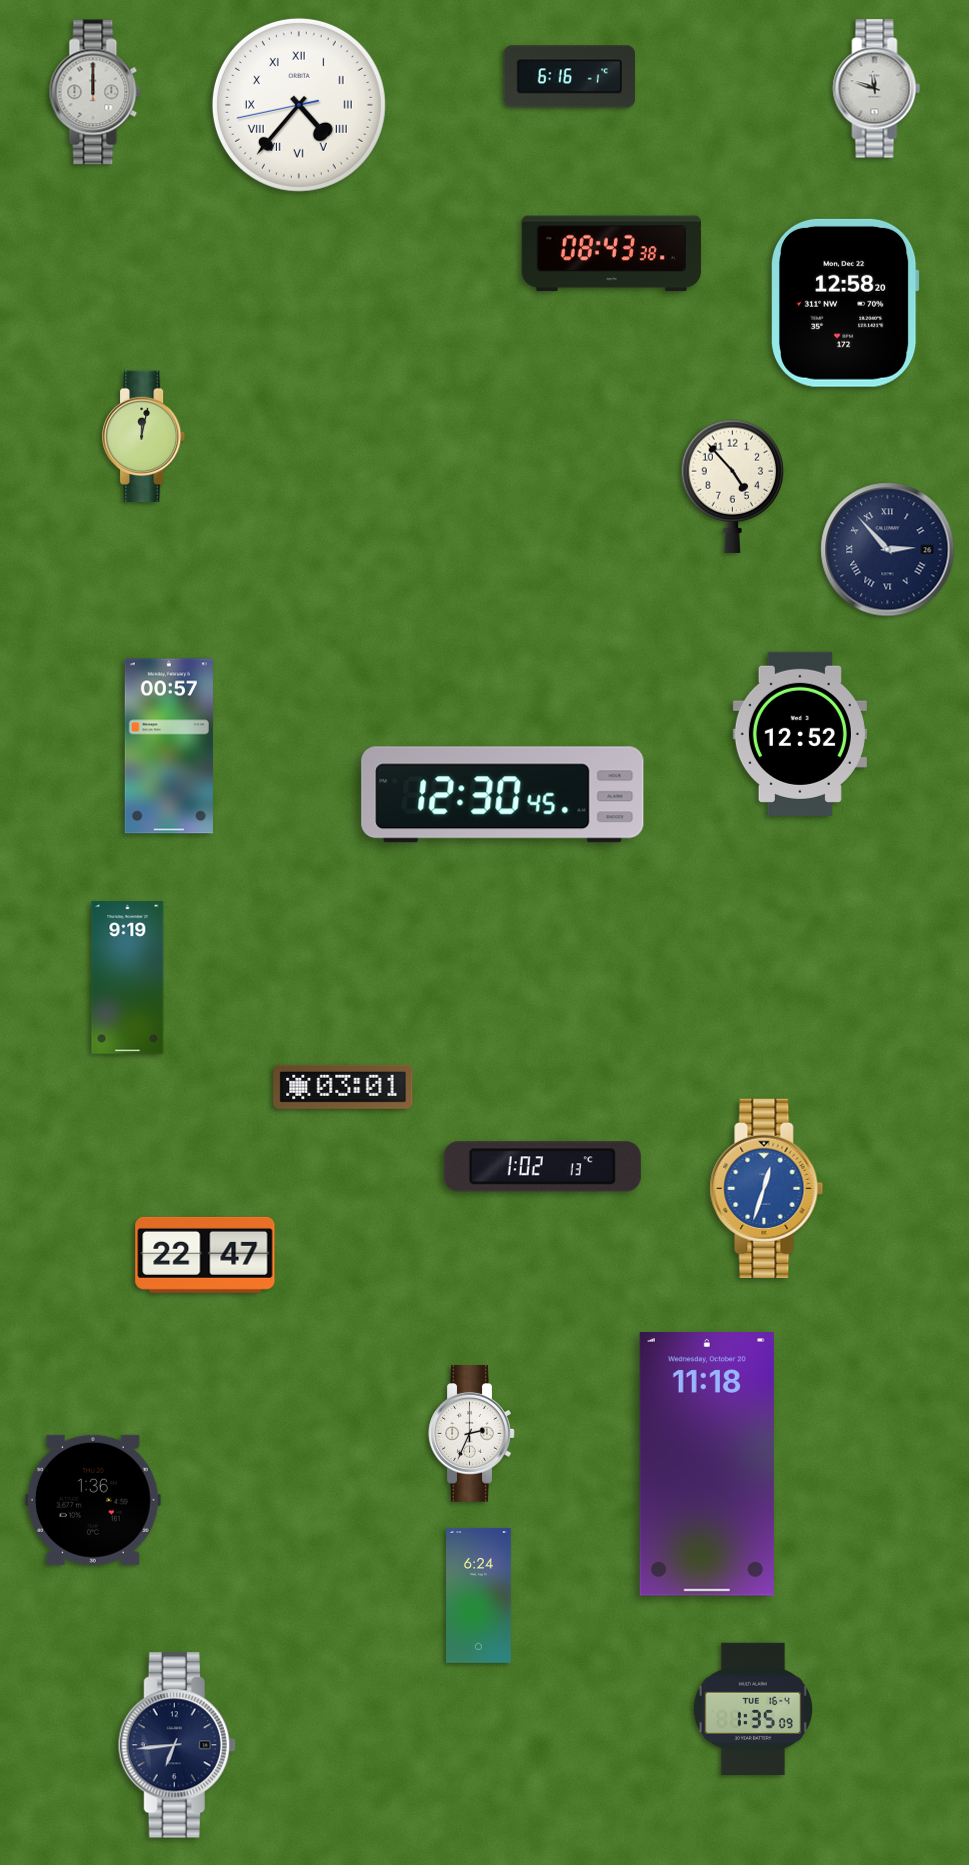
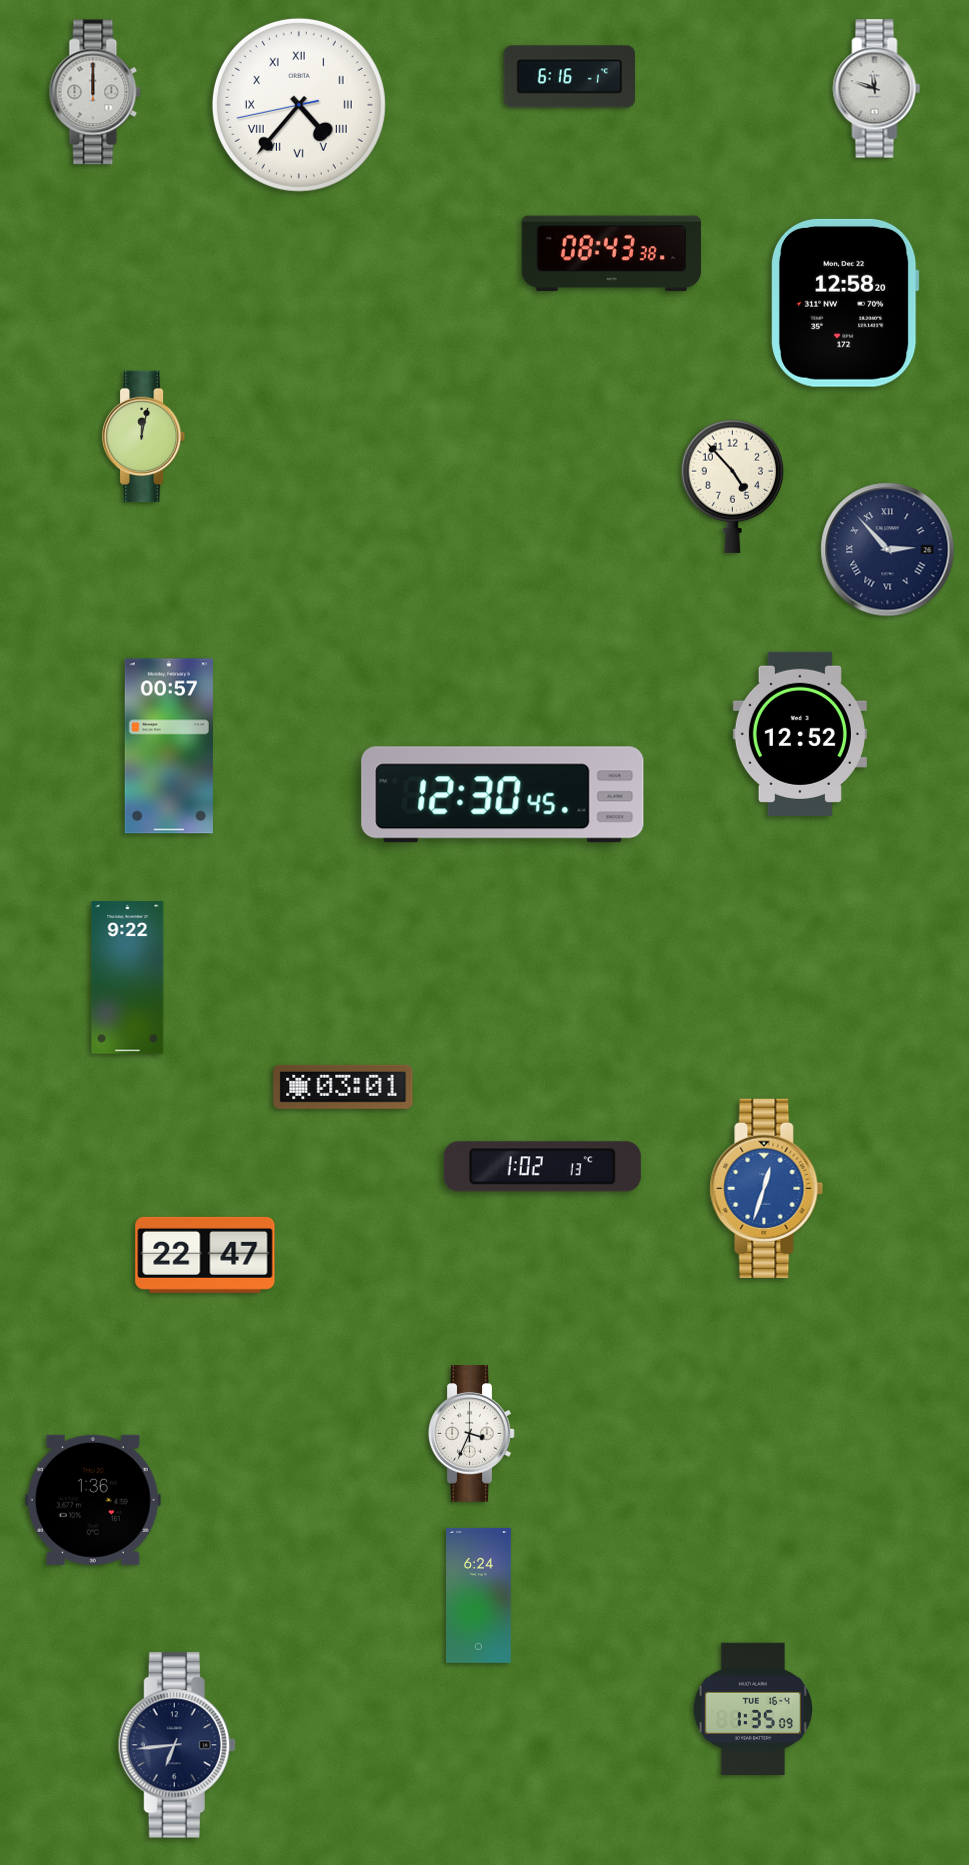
clock at (128, 978): 9:19 -> 9:22
clock at (472, 1434): 2:34 -> 3:34
clock at (707, 1465): 11:18 -> none
